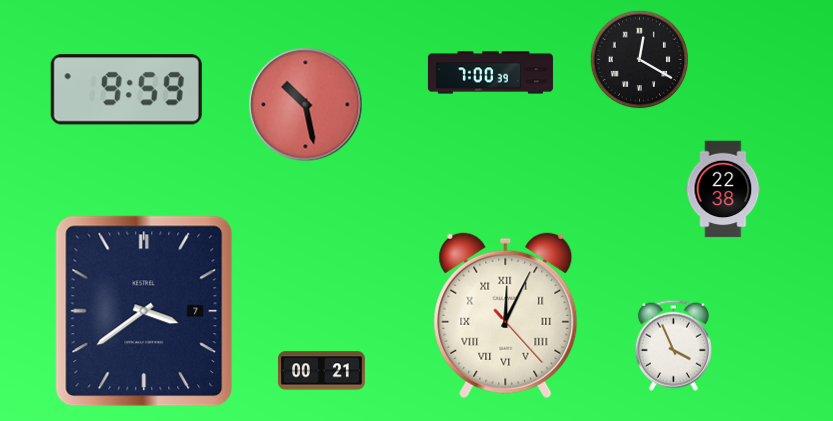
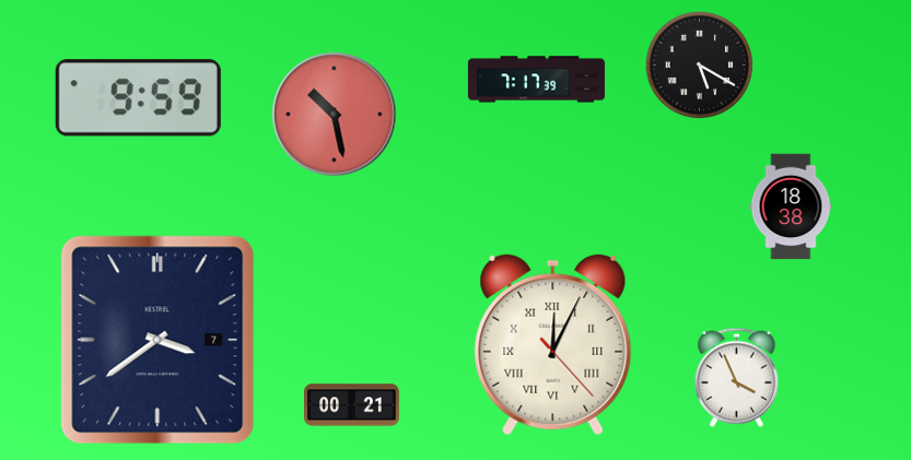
clock at (640, 60): 12:20 -> 5:20
clock at (490, 73): 7:00 -> 7:17
clock at (723, 189): 22:38 -> 18:38
